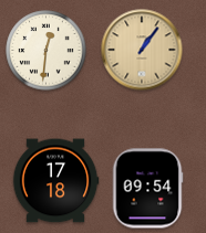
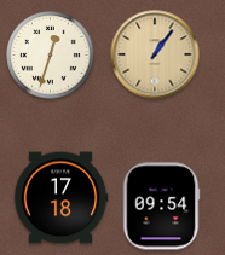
clock at (47, 51): 12:31 -> 12:33
